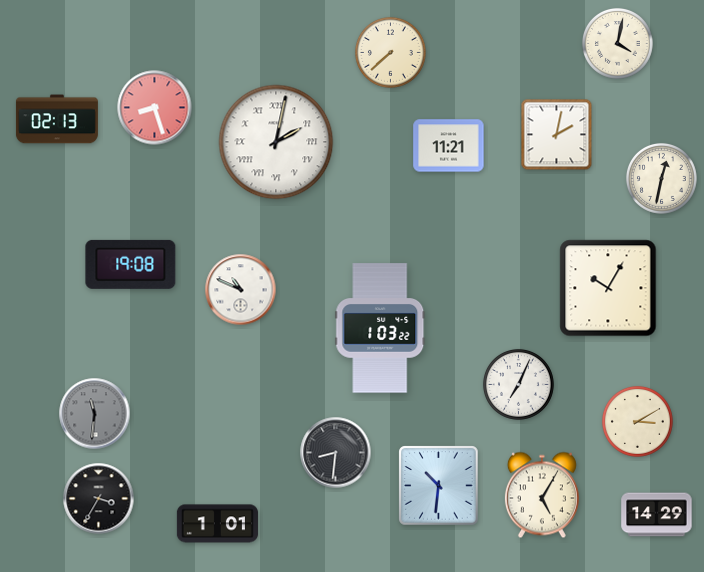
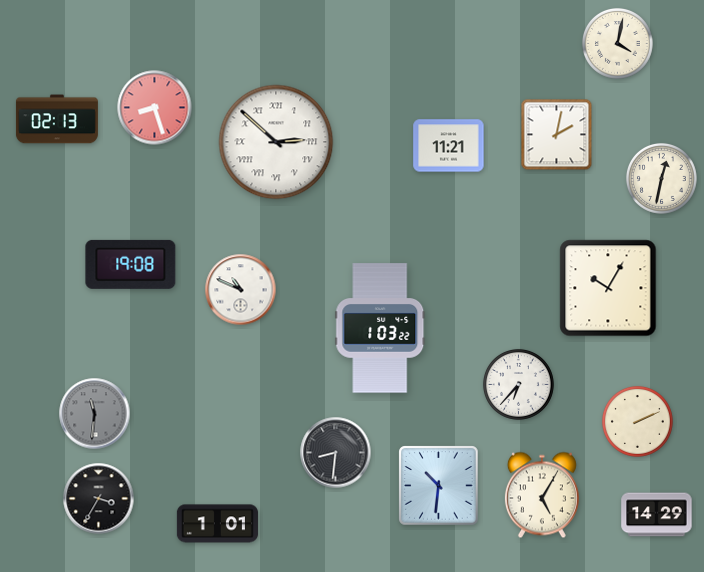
clock at (390, 52): 7:38 -> none
clock at (276, 142): 2:02 -> 2:52
clock at (518, 384): 7:04 -> 6:37
clock at (637, 421): 3:10 -> 2:11
